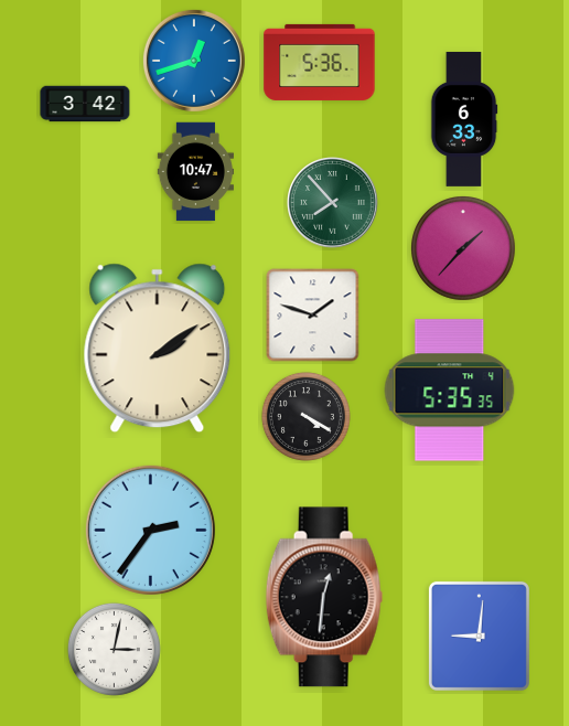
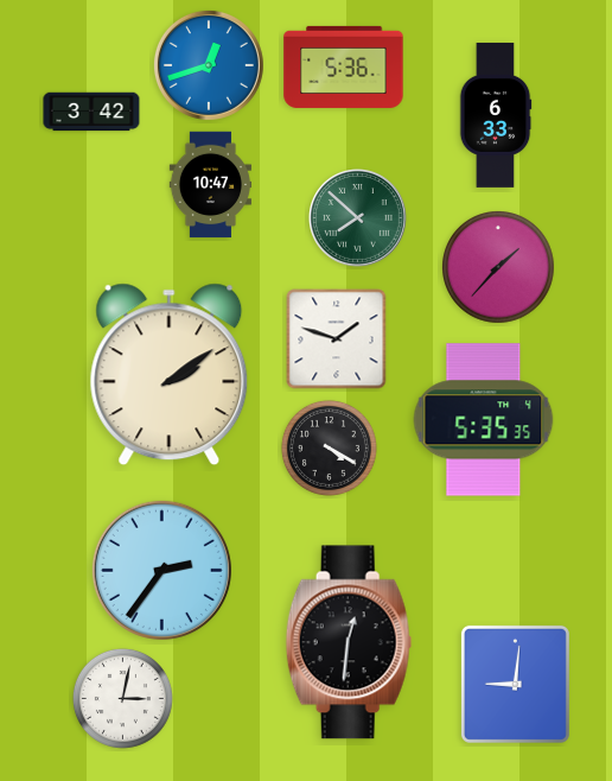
clock at (464, 119) position: (464, 119) -> (496, 115)
clock at (333, 203): 7:53 -> 7:52
